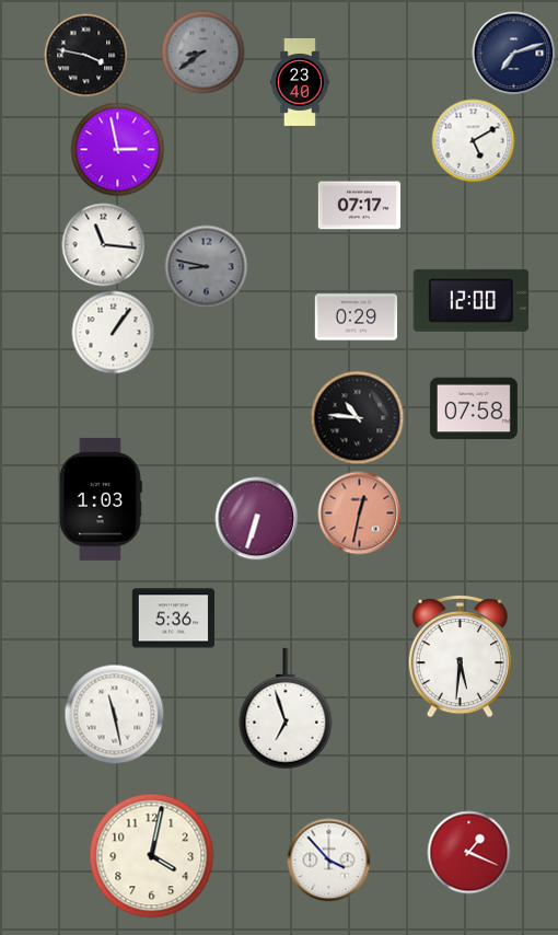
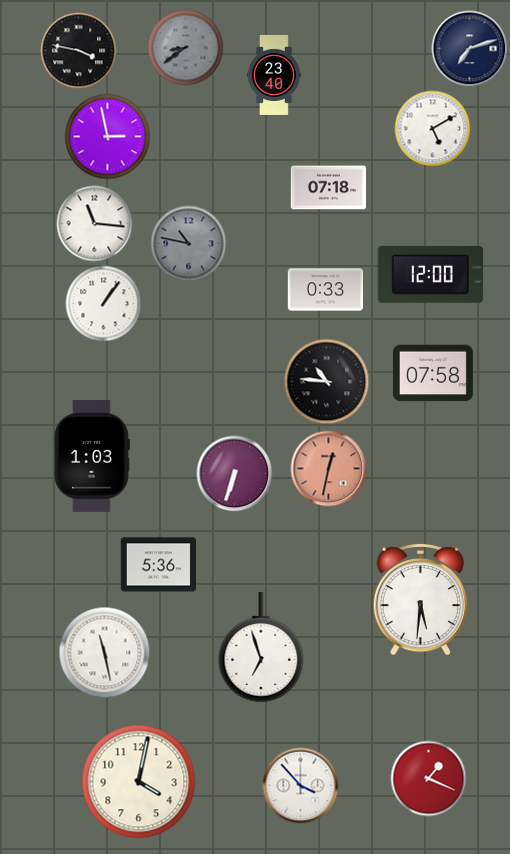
clock at (360, 206): 07:17 -> 07:18
clock at (207, 267): 8:47 -> 10:47
clock at (357, 318): 0:29 -> 0:33
